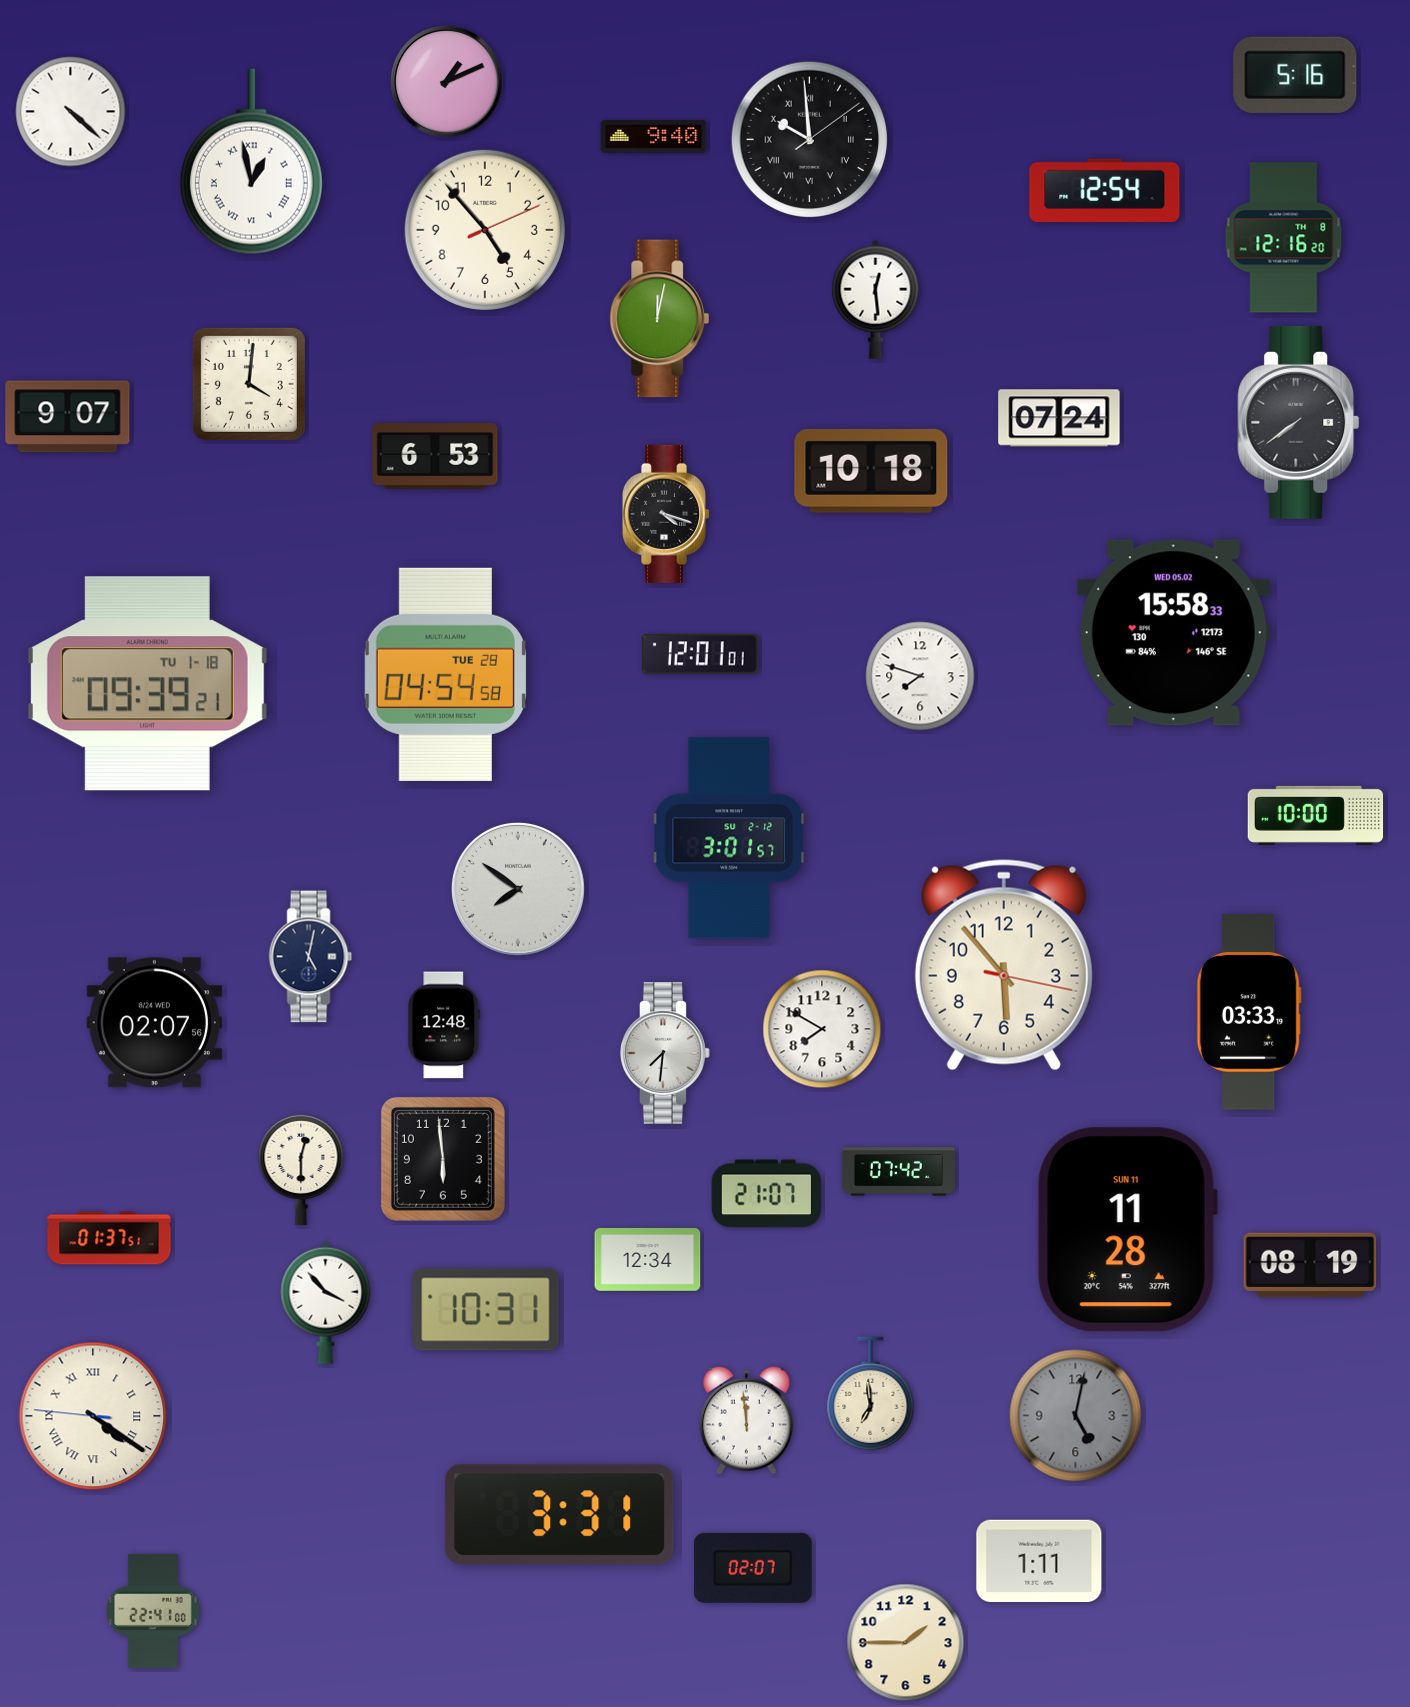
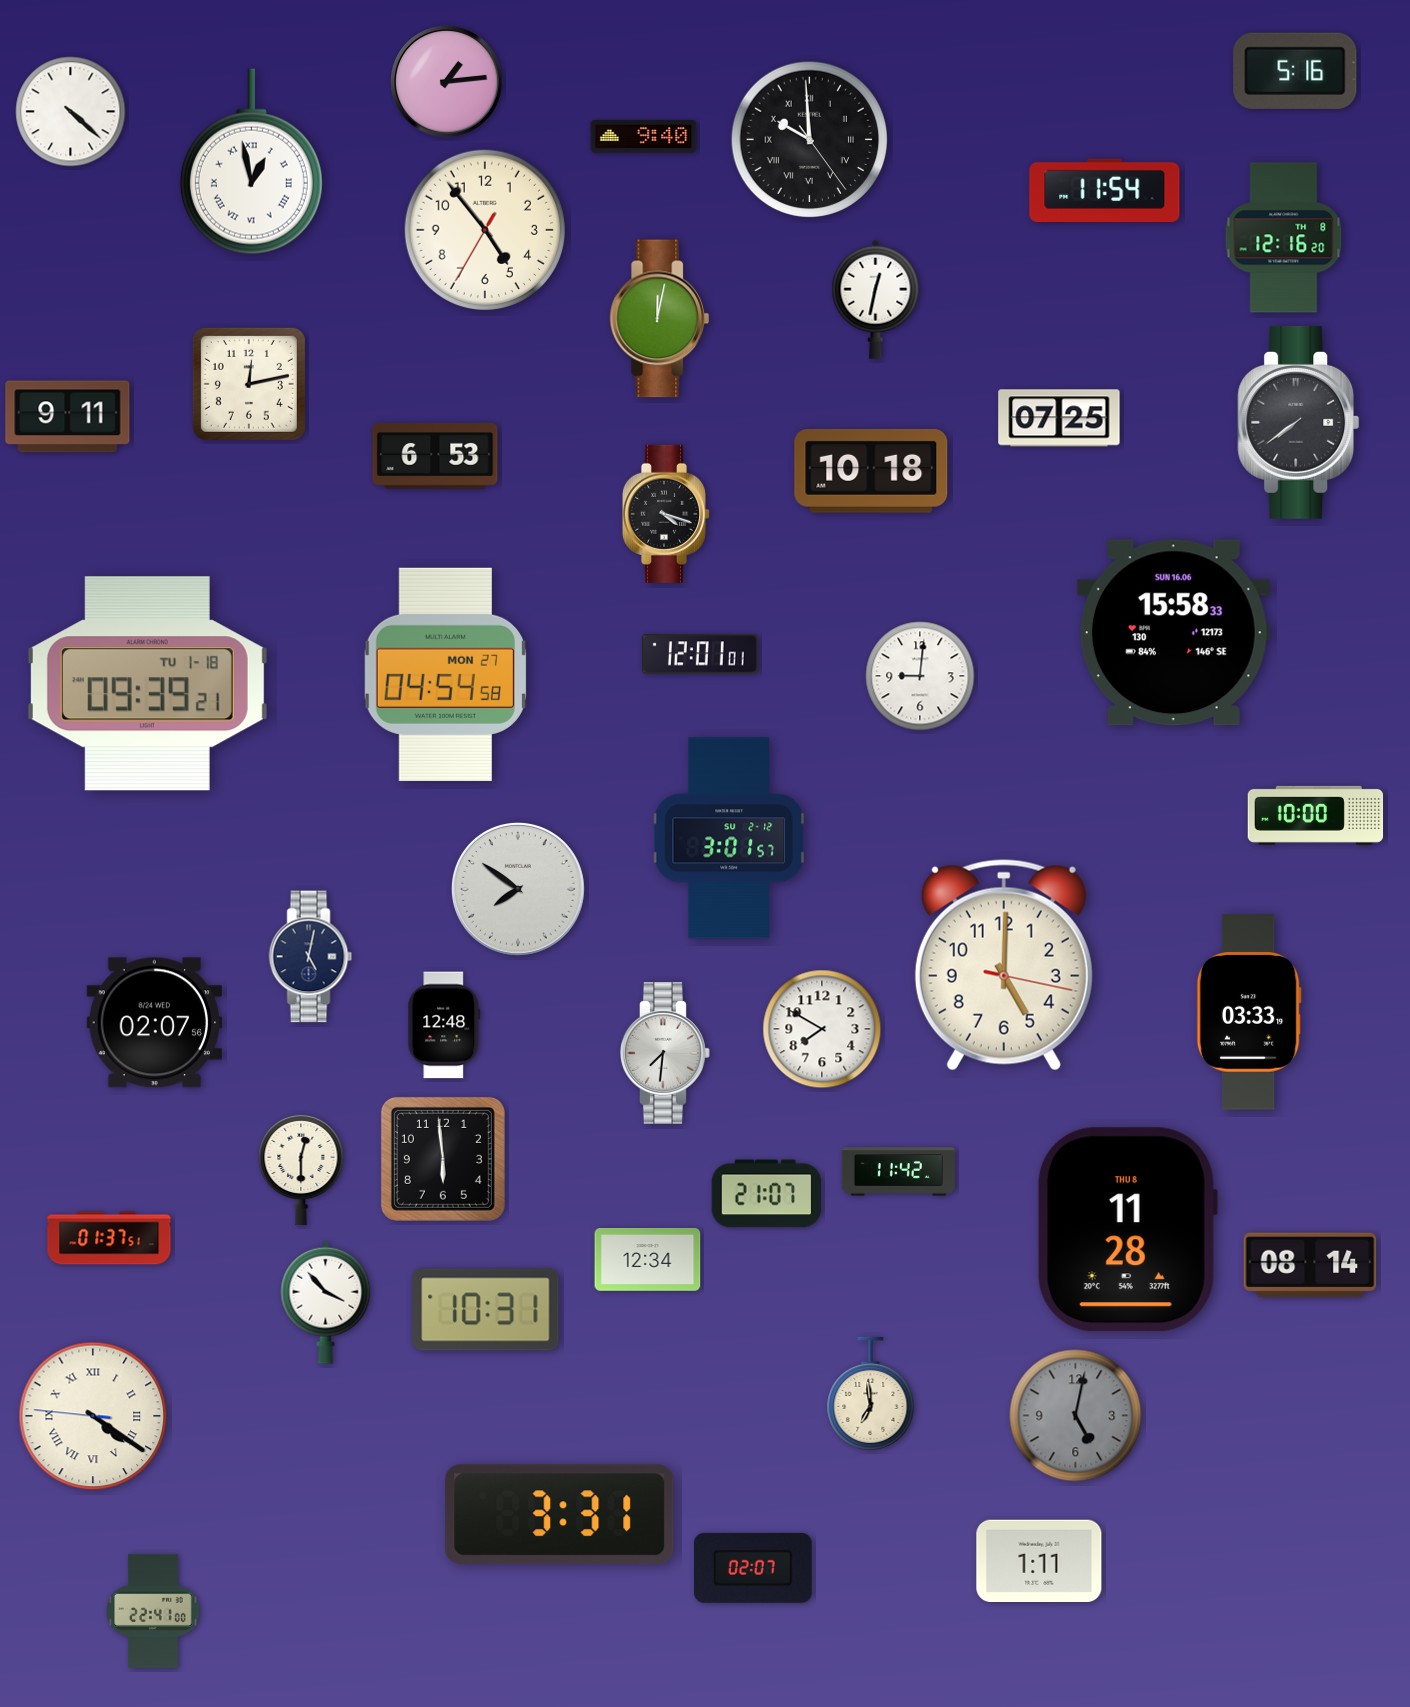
clock at (1295, 75) position: (1295, 75) -> (1295, 71)
clock at (447, 82): 1:11 -> 1:14
clock at (654, 136) position: (654, 136) -> (644, 136)
clock at (810, 140): 9:59:09 -> 9:59:24
clock at (1105, 190): 12:54 -> 11:54
clock at (485, 230): 4:53:11 -> 4:53:35
clock at (876, 299): 12:29 -> 12:32
clock at (249, 384): 4:01 -> 12:13
clock at (68, 417): 9:07 -> 9:11
clock at (1059, 418): 07:24 -> 07:25
clock at (1173, 633) date: WED 05.02 -> SUN 16.06
clock at (445, 674) date: TUE 28 -> MON 27
clock at (920, 676): 7:48 -> 9:01
clock at (1004, 965): 5:53 -> 5:00
clock at (898, 1172): 07:42 -> 11:42
clock at (1127, 1230) date: SUN 11 -> THU 8
clock at (1310, 1265): 08:19 -> 08:14
clock at (746, 1420): 11:59 -> none
clock at (906, 1643): 1:45 -> none
